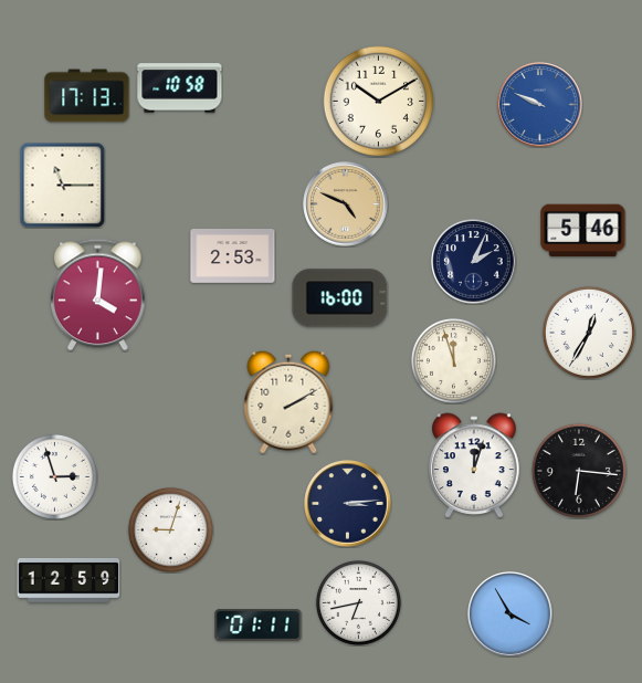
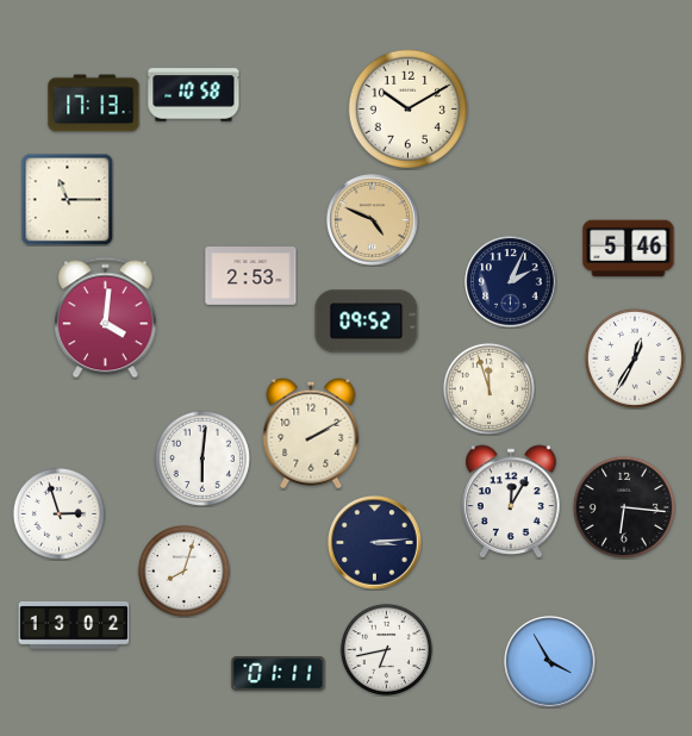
clock at (540, 105): 9:49 -> none
clock at (340, 298): 16:00 -> 09:52
clock at (202, 459): none -> 6:01
clock at (474, 465): 12:03 -> 12:05
clock at (170, 529): 9:03 -> 8:03
clock at (69, 580): 12:59 -> 13:02
